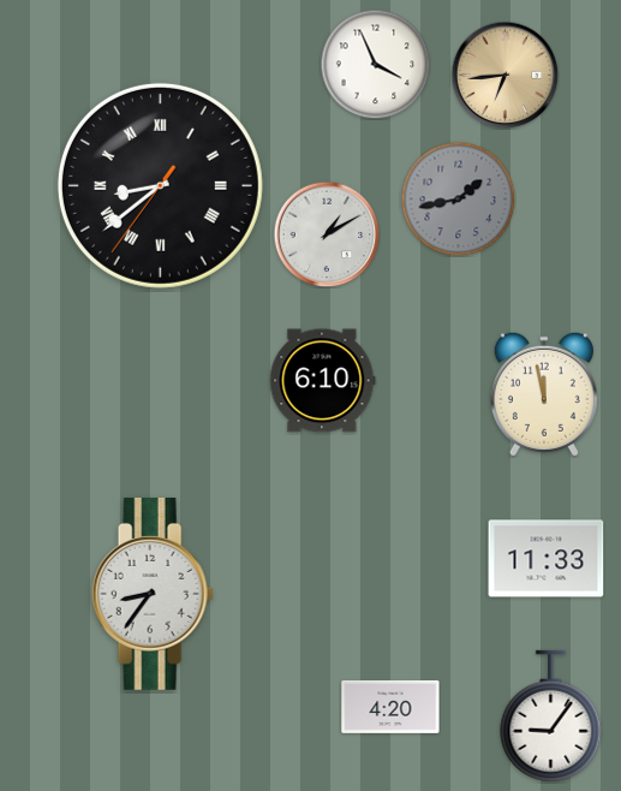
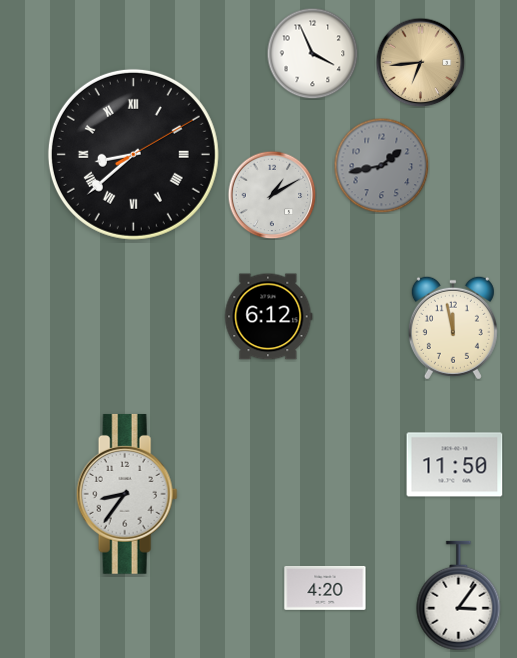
clock at (160, 185): 8:38:36 -> 8:38:10
clock at (323, 381): 6:10 -> 6:12
clock at (547, 559): 11:33 -> 11:50
clock at (551, 716): 9:06 -> 3:06
